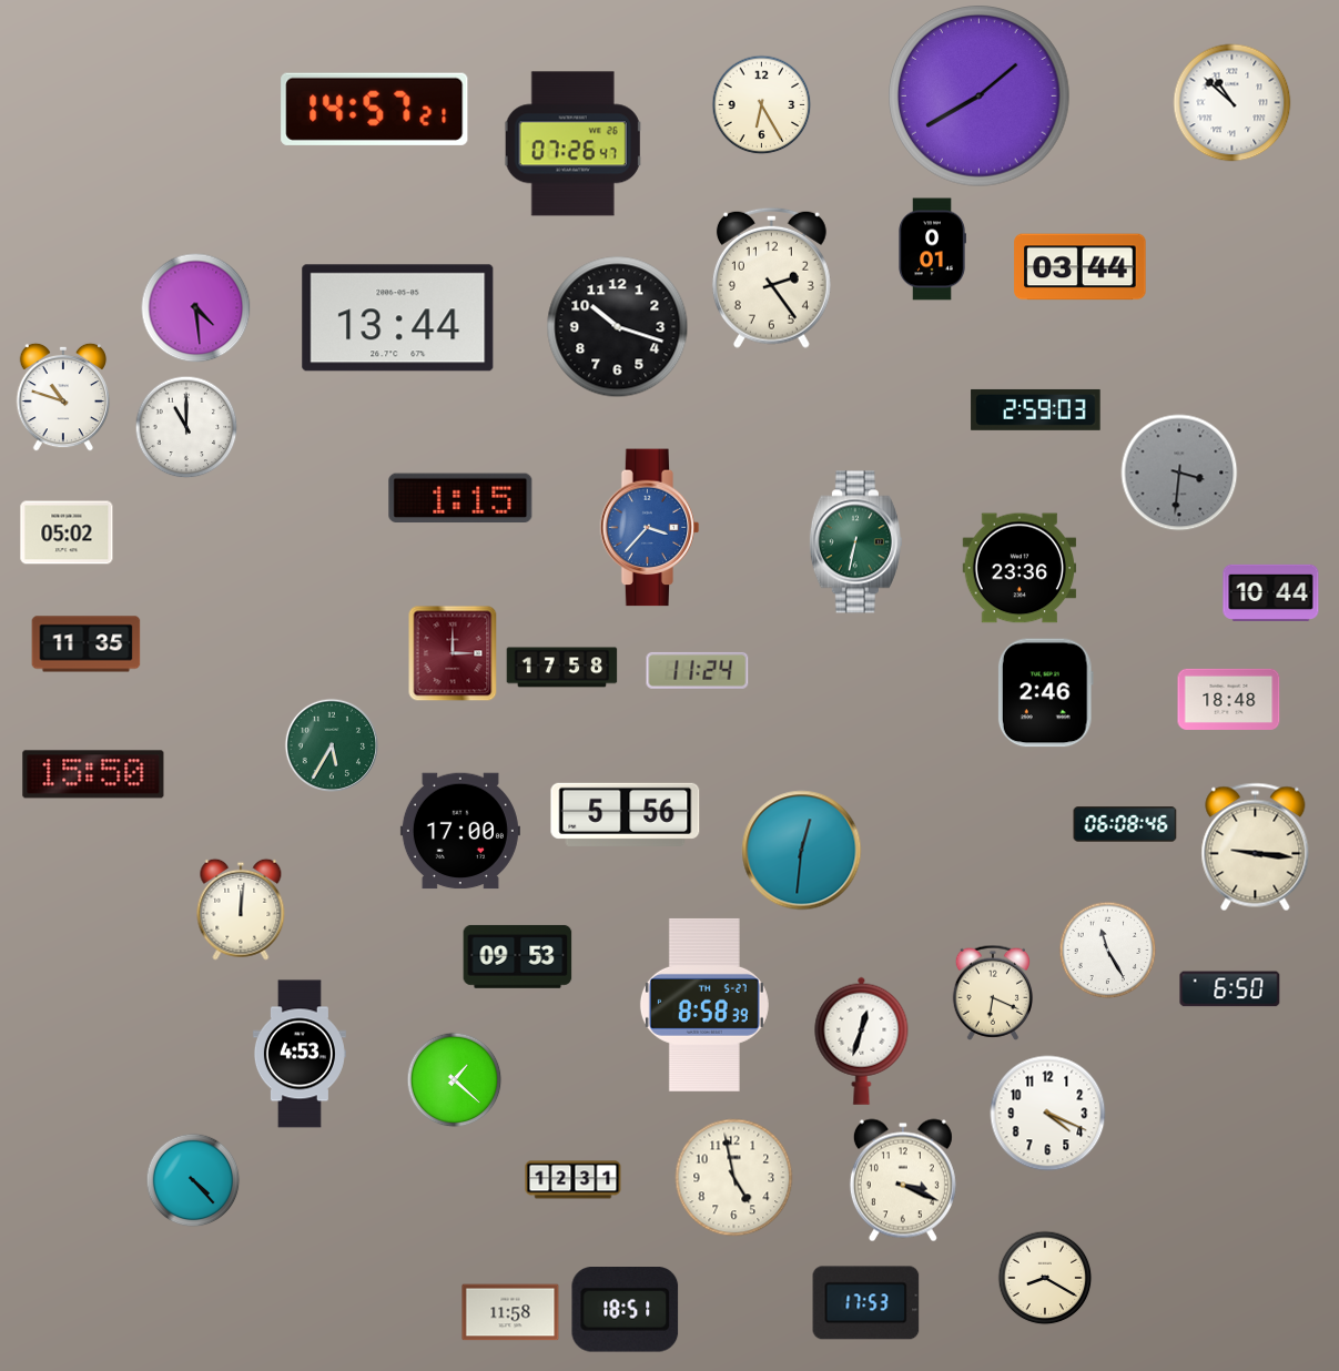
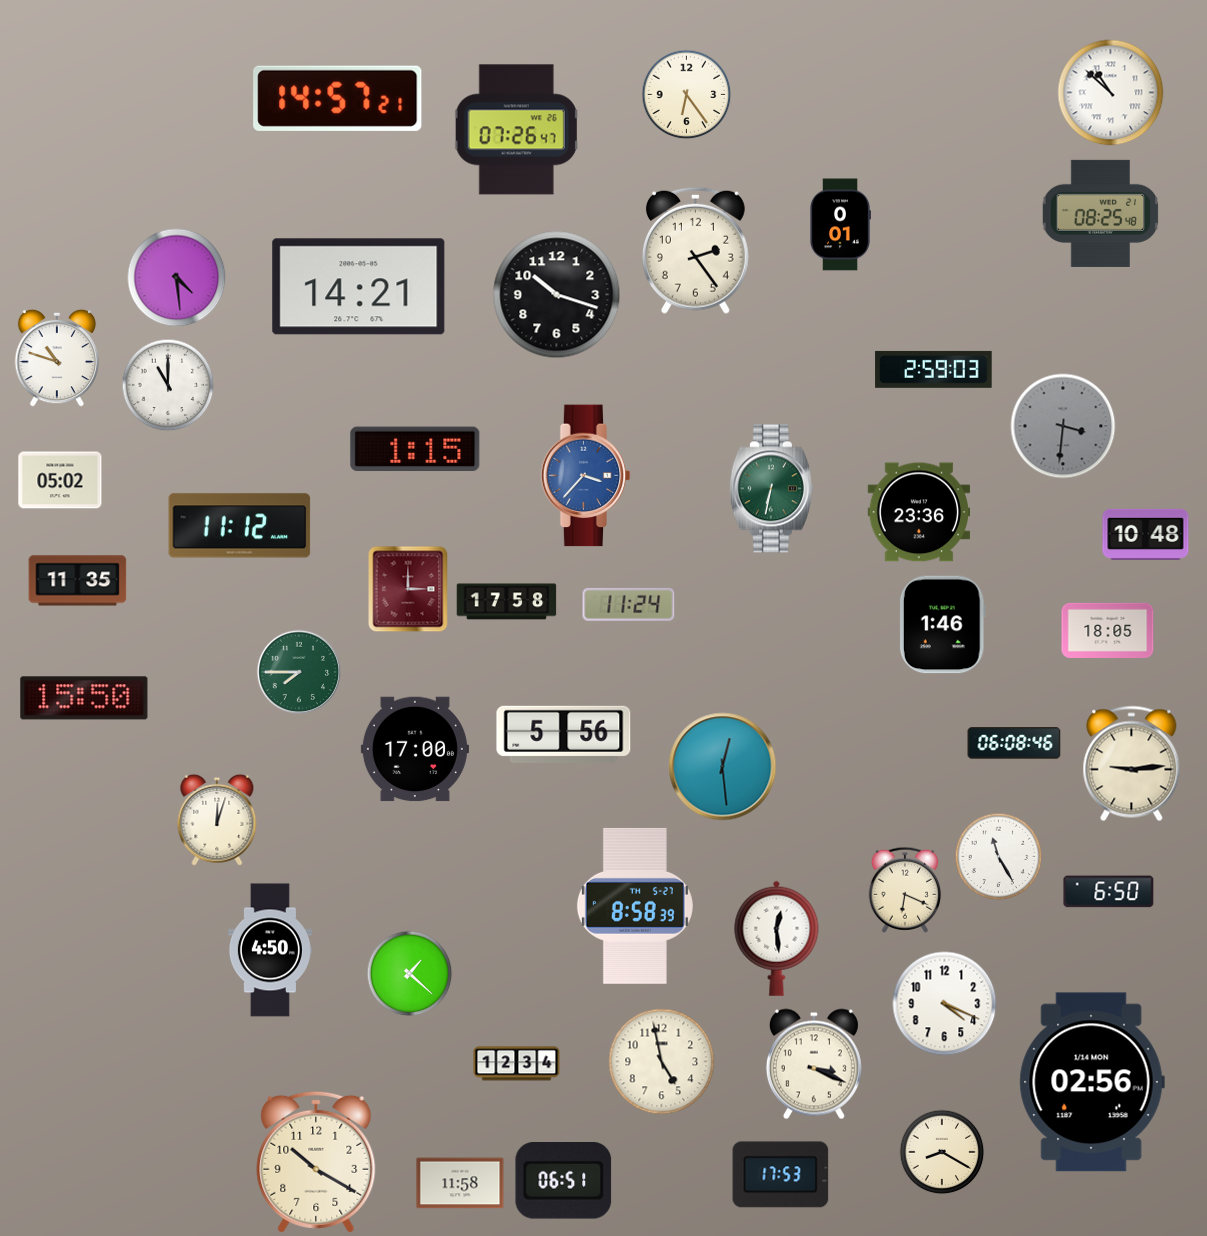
clock at (980, 97): 1:40 -> none
clock at (761, 104): 6:25 -> 6:24
clock at (1101, 213): none -> 08:25
clock at (1081, 267): 03:44 -> none
clock at (398, 318): 13:44 -> 14:21
clock at (240, 526): none -> 11:12
clock at (1271, 592): 10:44 -> 10:48
clock at (1045, 693): 2:46 -> 1:46
clock at (1229, 699): 18:48 -> 18:05
clock at (332, 745): 5:35 -> 7:45
clock at (1256, 847): 9:16 -> 9:14
clock at (802, 851): 12:31 -> 12:29
clock at (241, 910): 12:01 -> 12:03
clock at (518, 956): 09:53 -> none
clock at (993, 993) position: (993, 993) -> (905, 890)
clock at (862, 1040): 12:33 -> 12:29
clock at (300, 1054): 4:53 -> 4:50
clock at (193, 1180): 4:23 -> none
clock at (574, 1180): 12:31 -> 12:34
clock at (1092, 1082): none -> 02:56
clock at (316, 1162): none -> 10:20
clock at (626, 1310): 18:51 -> 06:51
